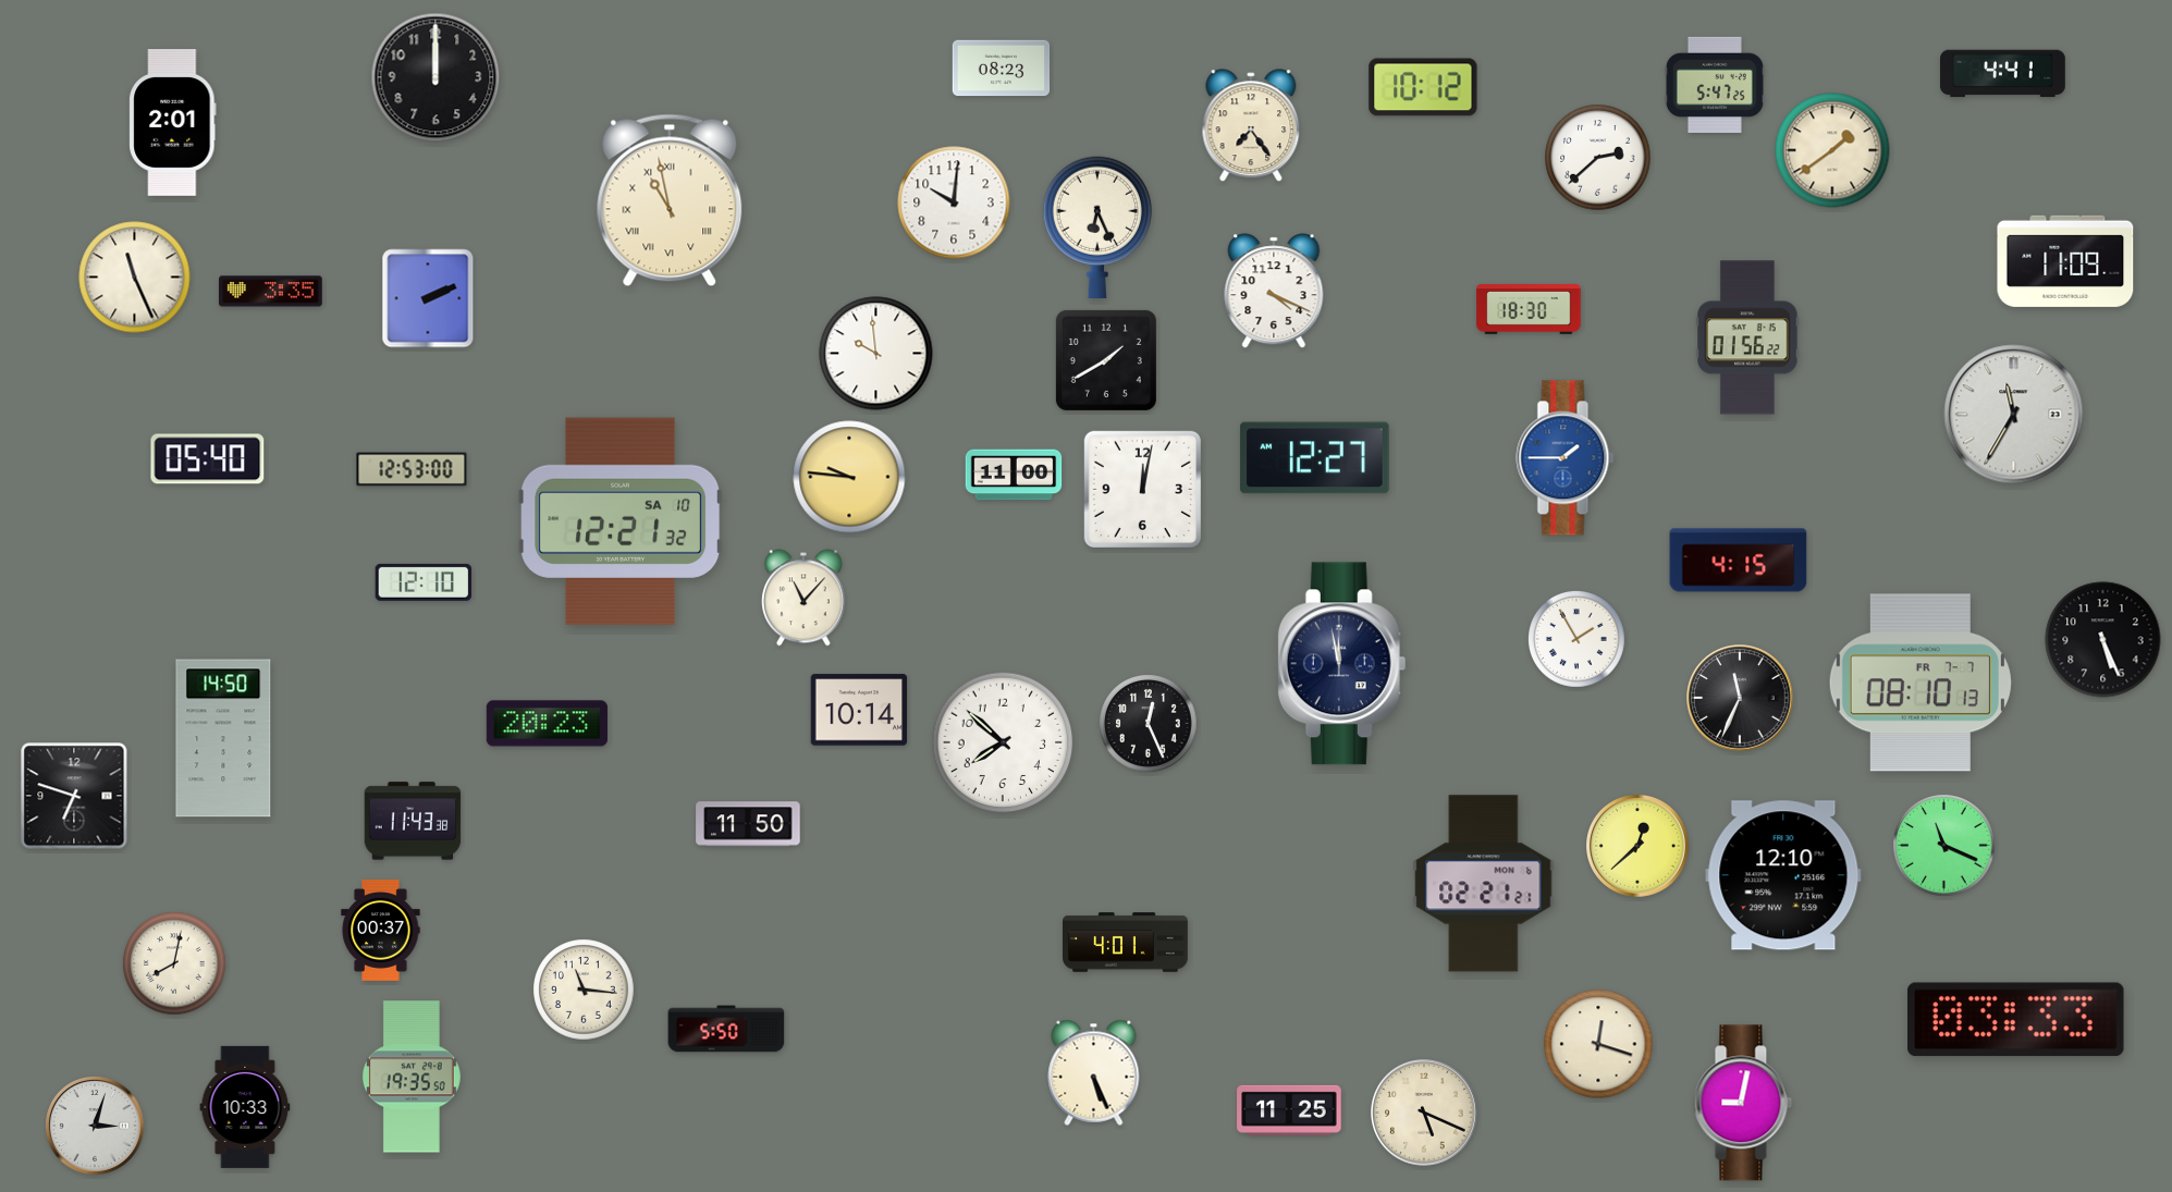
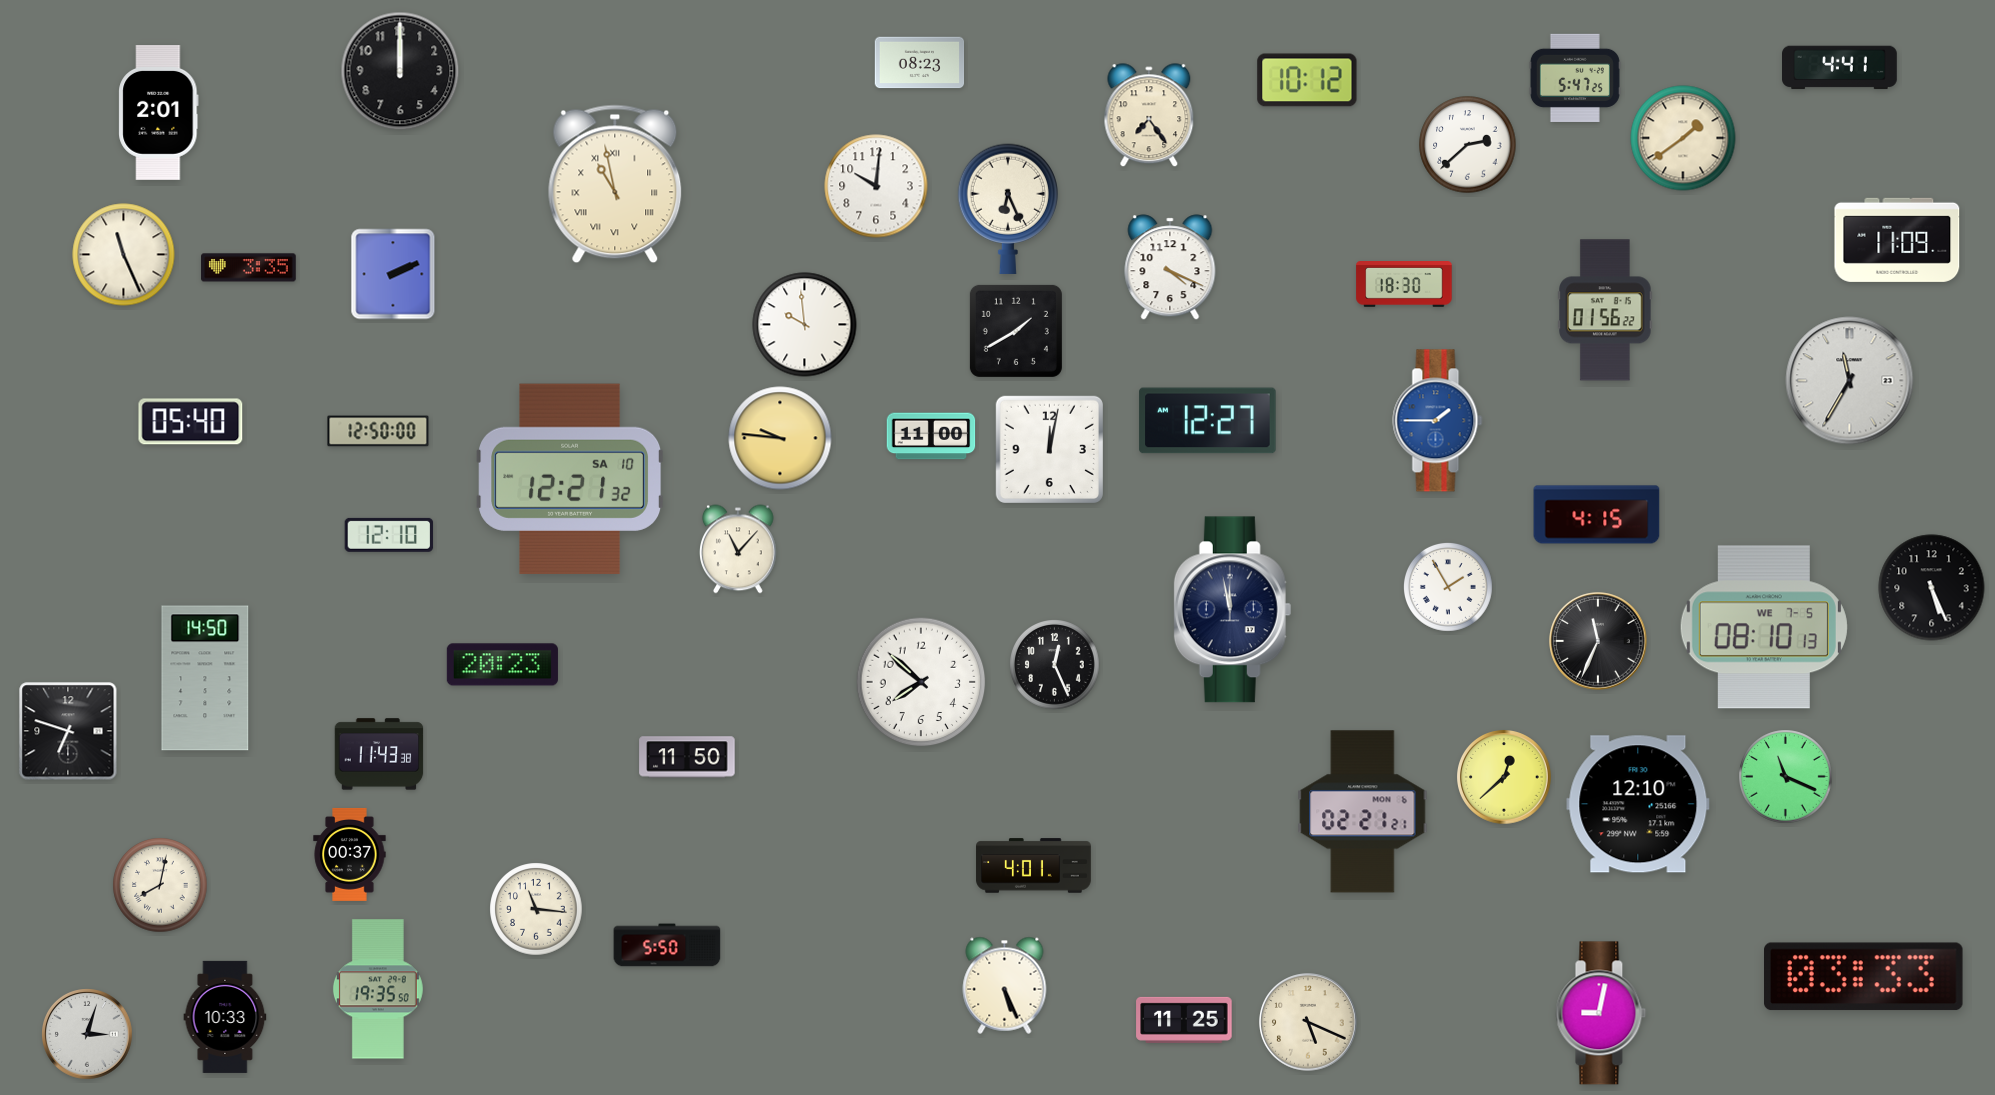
clock at (412, 469): 12:53 -> 12:50
clock at (1921, 683) date: FR 7-7 -> WE 7-5
clock at (859, 710): 10:14 -> none
clock at (2016, 1020) position: (2016, 1020) -> (1864, 977)
clock at (1598, 1044): 12:18 -> none
